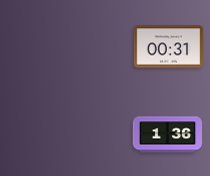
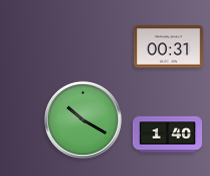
clock at (83, 120): none -> 10:20
clock at (168, 135): 1:36 -> 1:40
